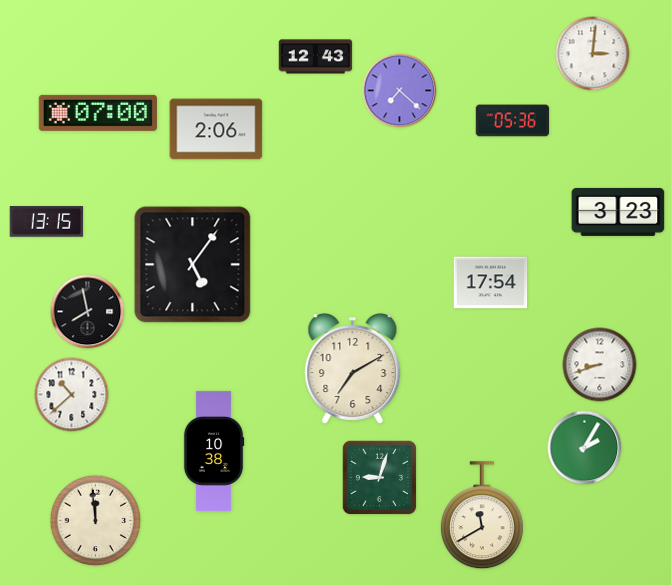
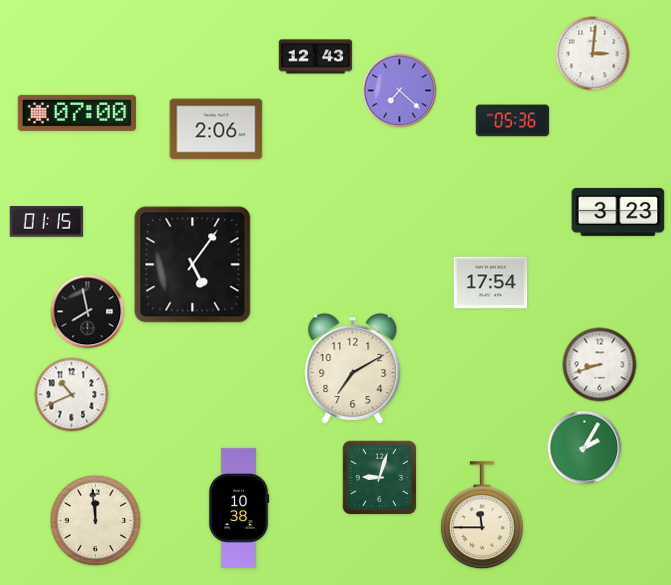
clock at (98, 113) position: (98, 113) -> (77, 113)
clock at (47, 222): 13:15 -> 01:15
clock at (72, 395): 10:38 -> 10:41
clock at (214, 451) position: (214, 451) -> (239, 508)
clock at (482, 516): 11:40 -> 11:45
